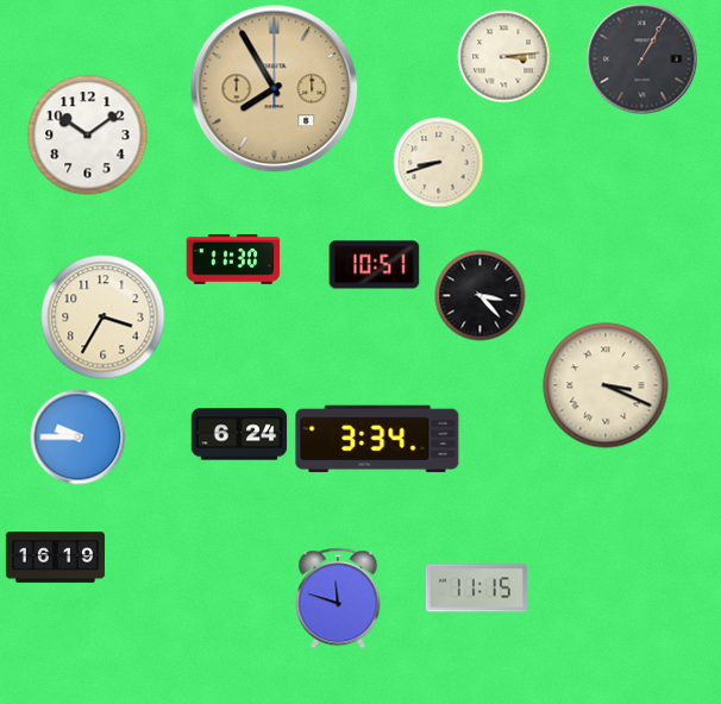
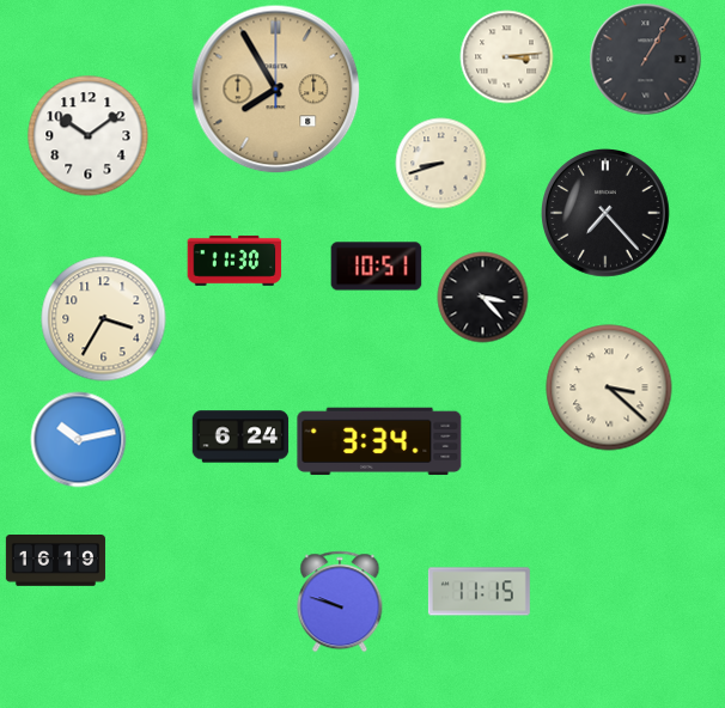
clock at (607, 214): none -> 7:23
clock at (606, 385): 3:19 -> 3:22
clock at (79, 438): 9:45 -> 10:13
clock at (338, 598): 11:48 -> 9:48
